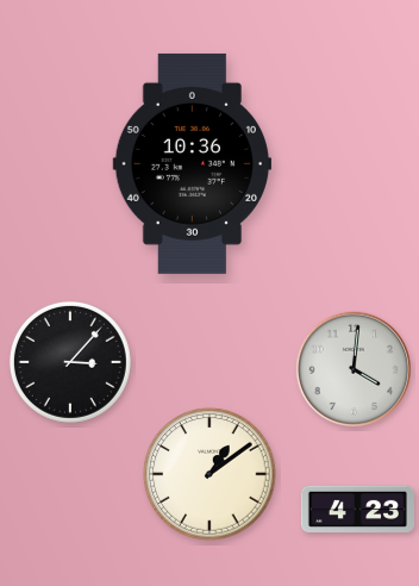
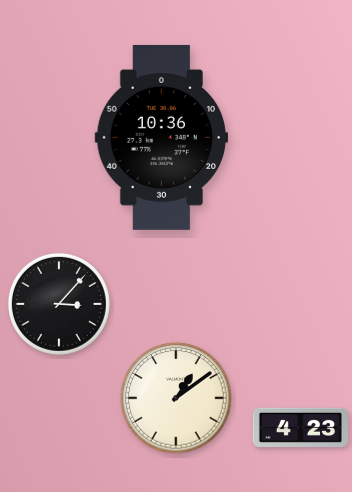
clock at (352, 368): 4:01 -> none
